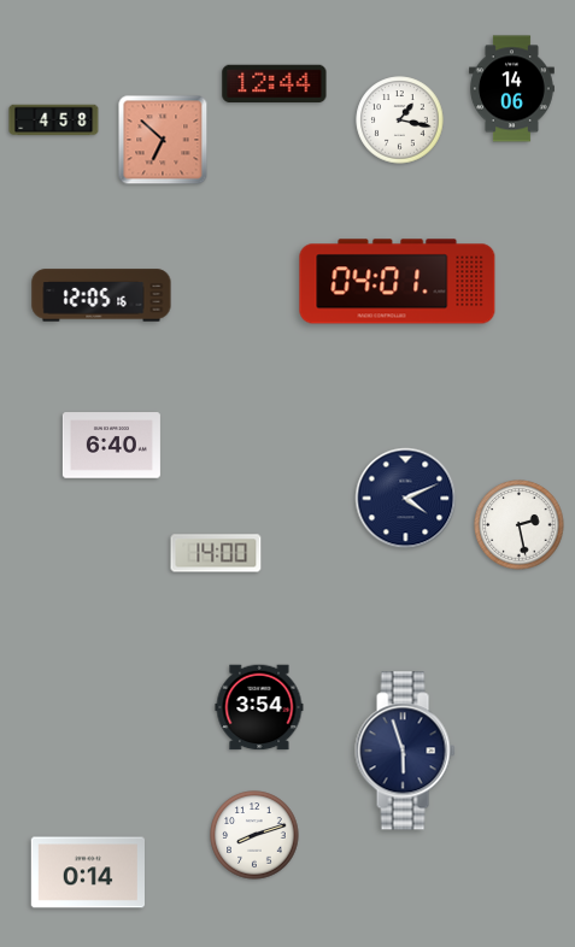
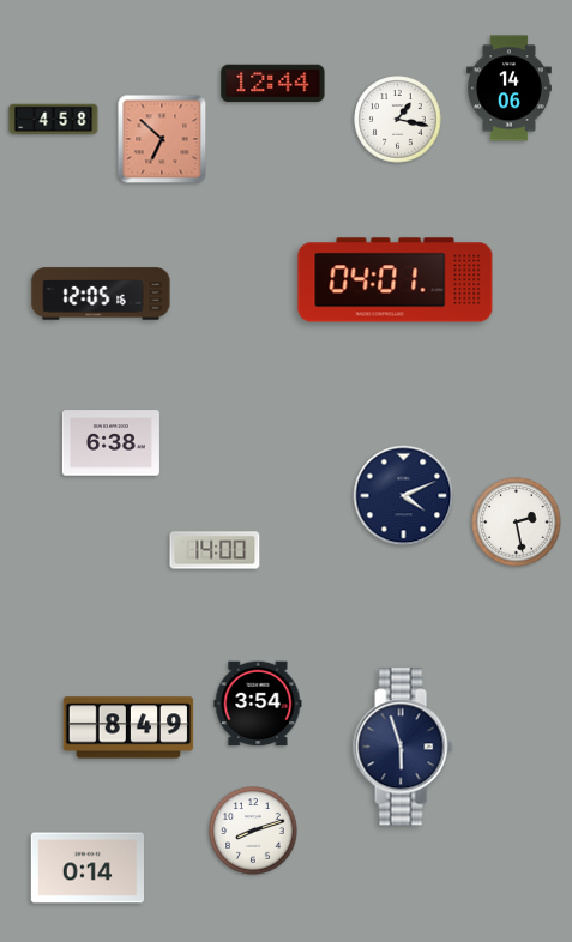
clock at (111, 446): 6:40 -> 6:38
clock at (128, 727): none -> 8:49
